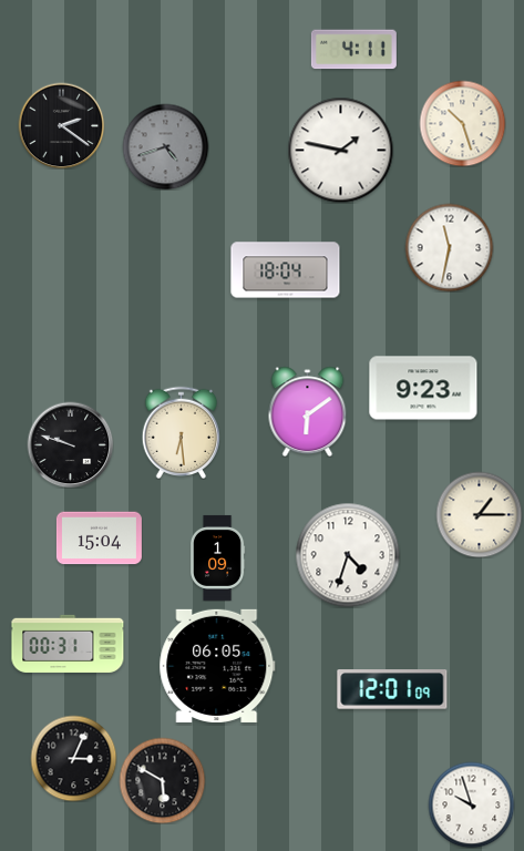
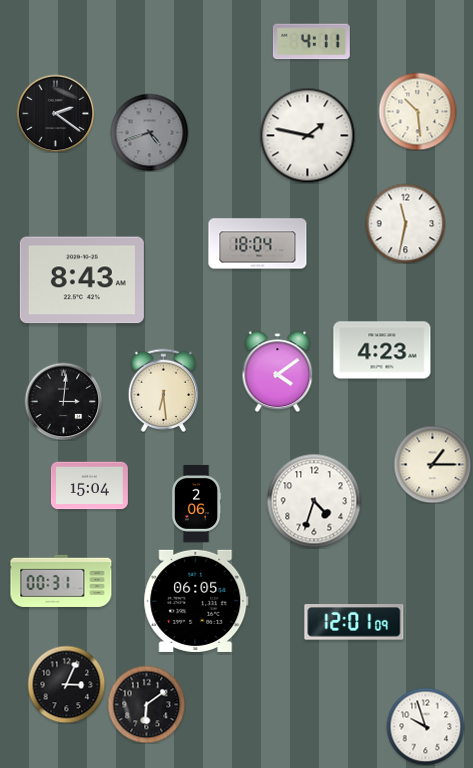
clock at (353, 50) position: (353, 50) -> (311, 42)
clock at (462, 123): 10:27 -> 10:29
clock at (82, 280): none -> 8:43
clock at (423, 388): 9:23 -> 4:23
clock at (308, 411): 6:09 -> 4:09
clock at (70, 444): 9:48 -> 3:01
clock at (217, 557): 1:09 -> 2:06
clock at (162, 780): 5:50 -> 6:09
